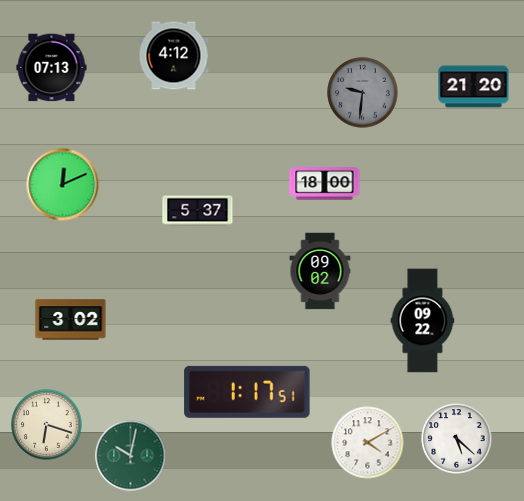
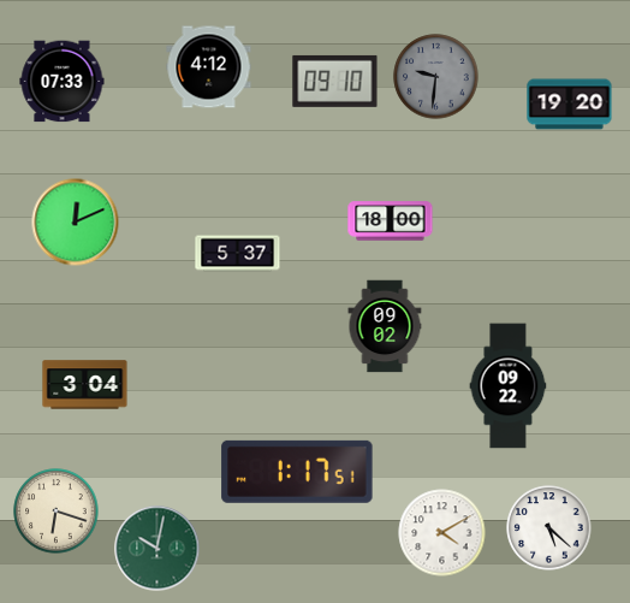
clock at (335, 81): none -> 09:10
clock at (52, 68): 07:13 -> 07:33
clock at (474, 87): 21:20 -> 19:20
clock at (363, 93) position: (363, 93) -> (436, 77)
clock at (71, 320): 3:02 -> 3:04
